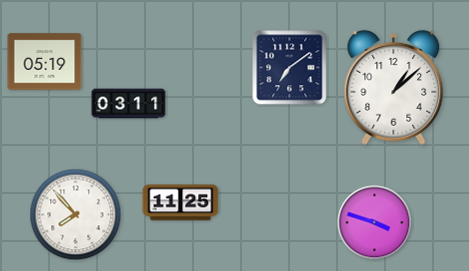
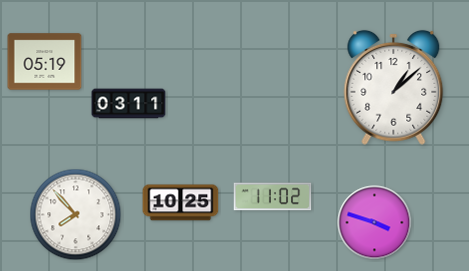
clock at (290, 68): 7:09 -> none
clock at (273, 197): none -> 11:02
clock at (181, 203): 11:25 -> 10:25
